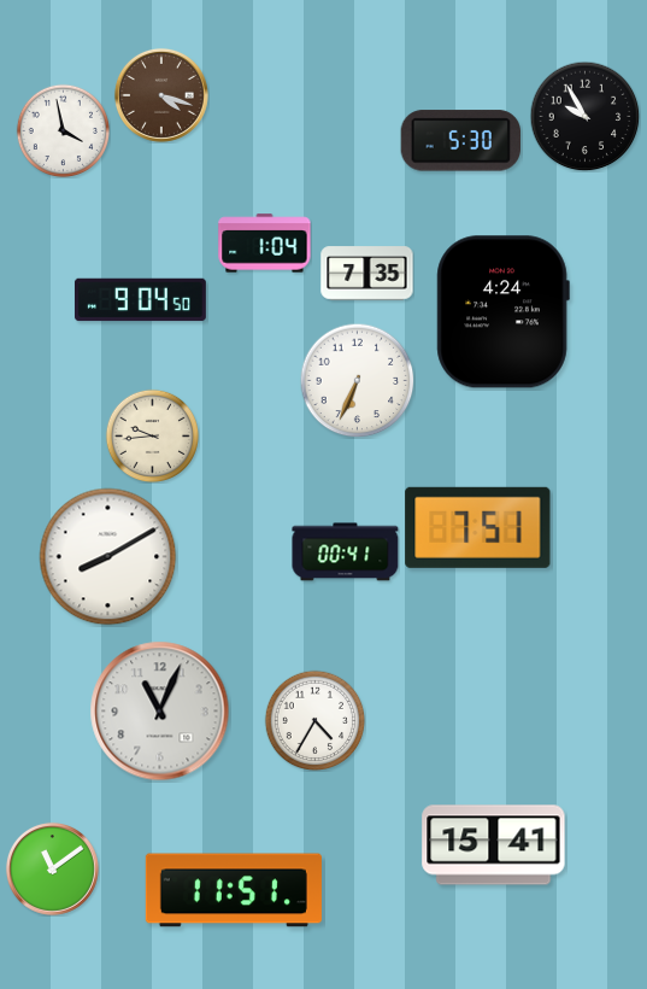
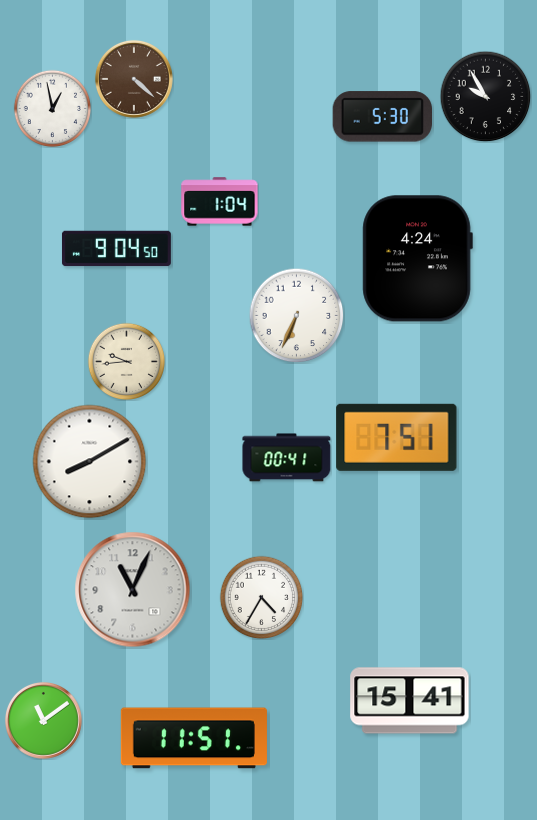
clock at (161, 95): 4:18 -> 4:22
clock at (63, 130): 3:58 -> 12:58
clock at (367, 274): 7:35 -> none
